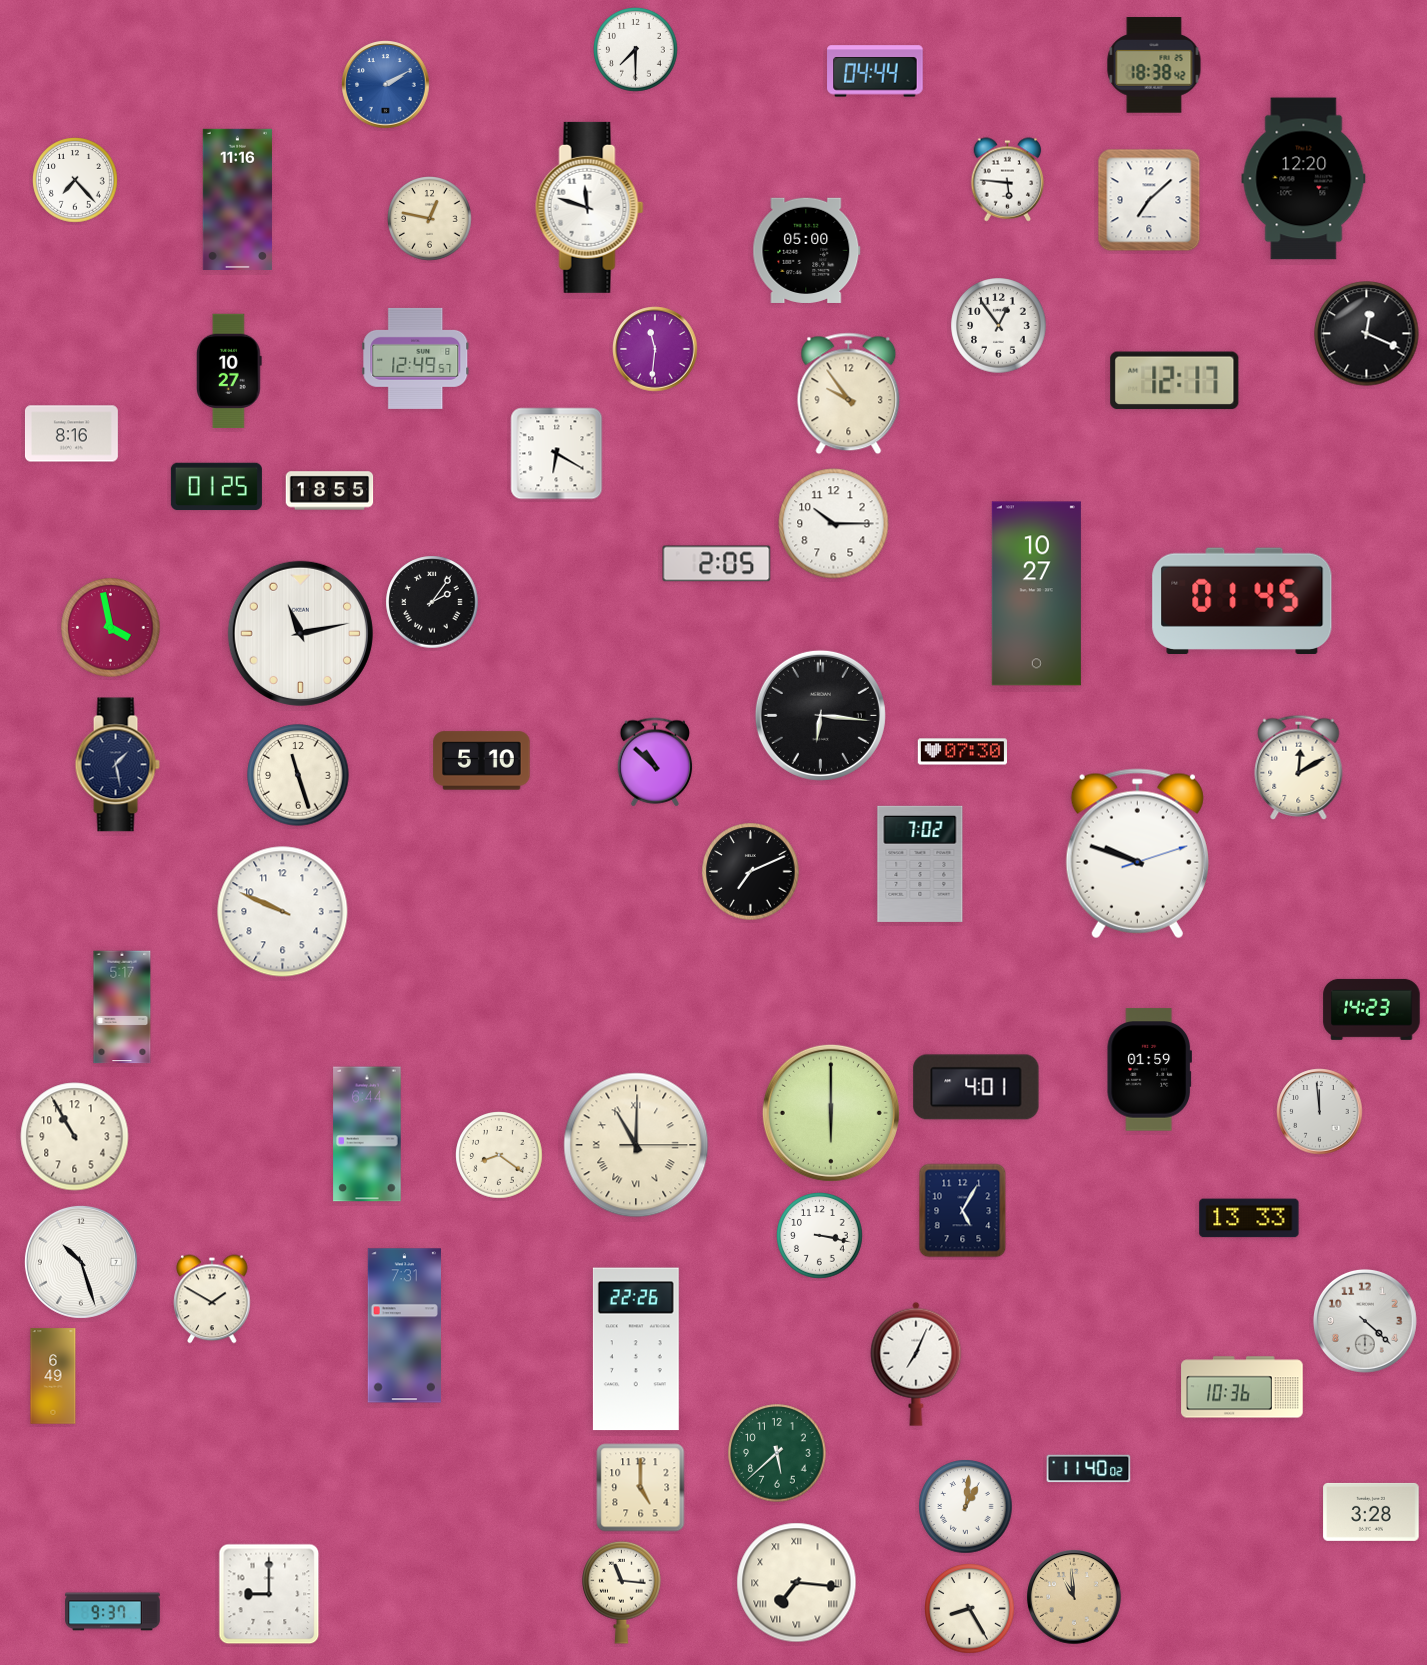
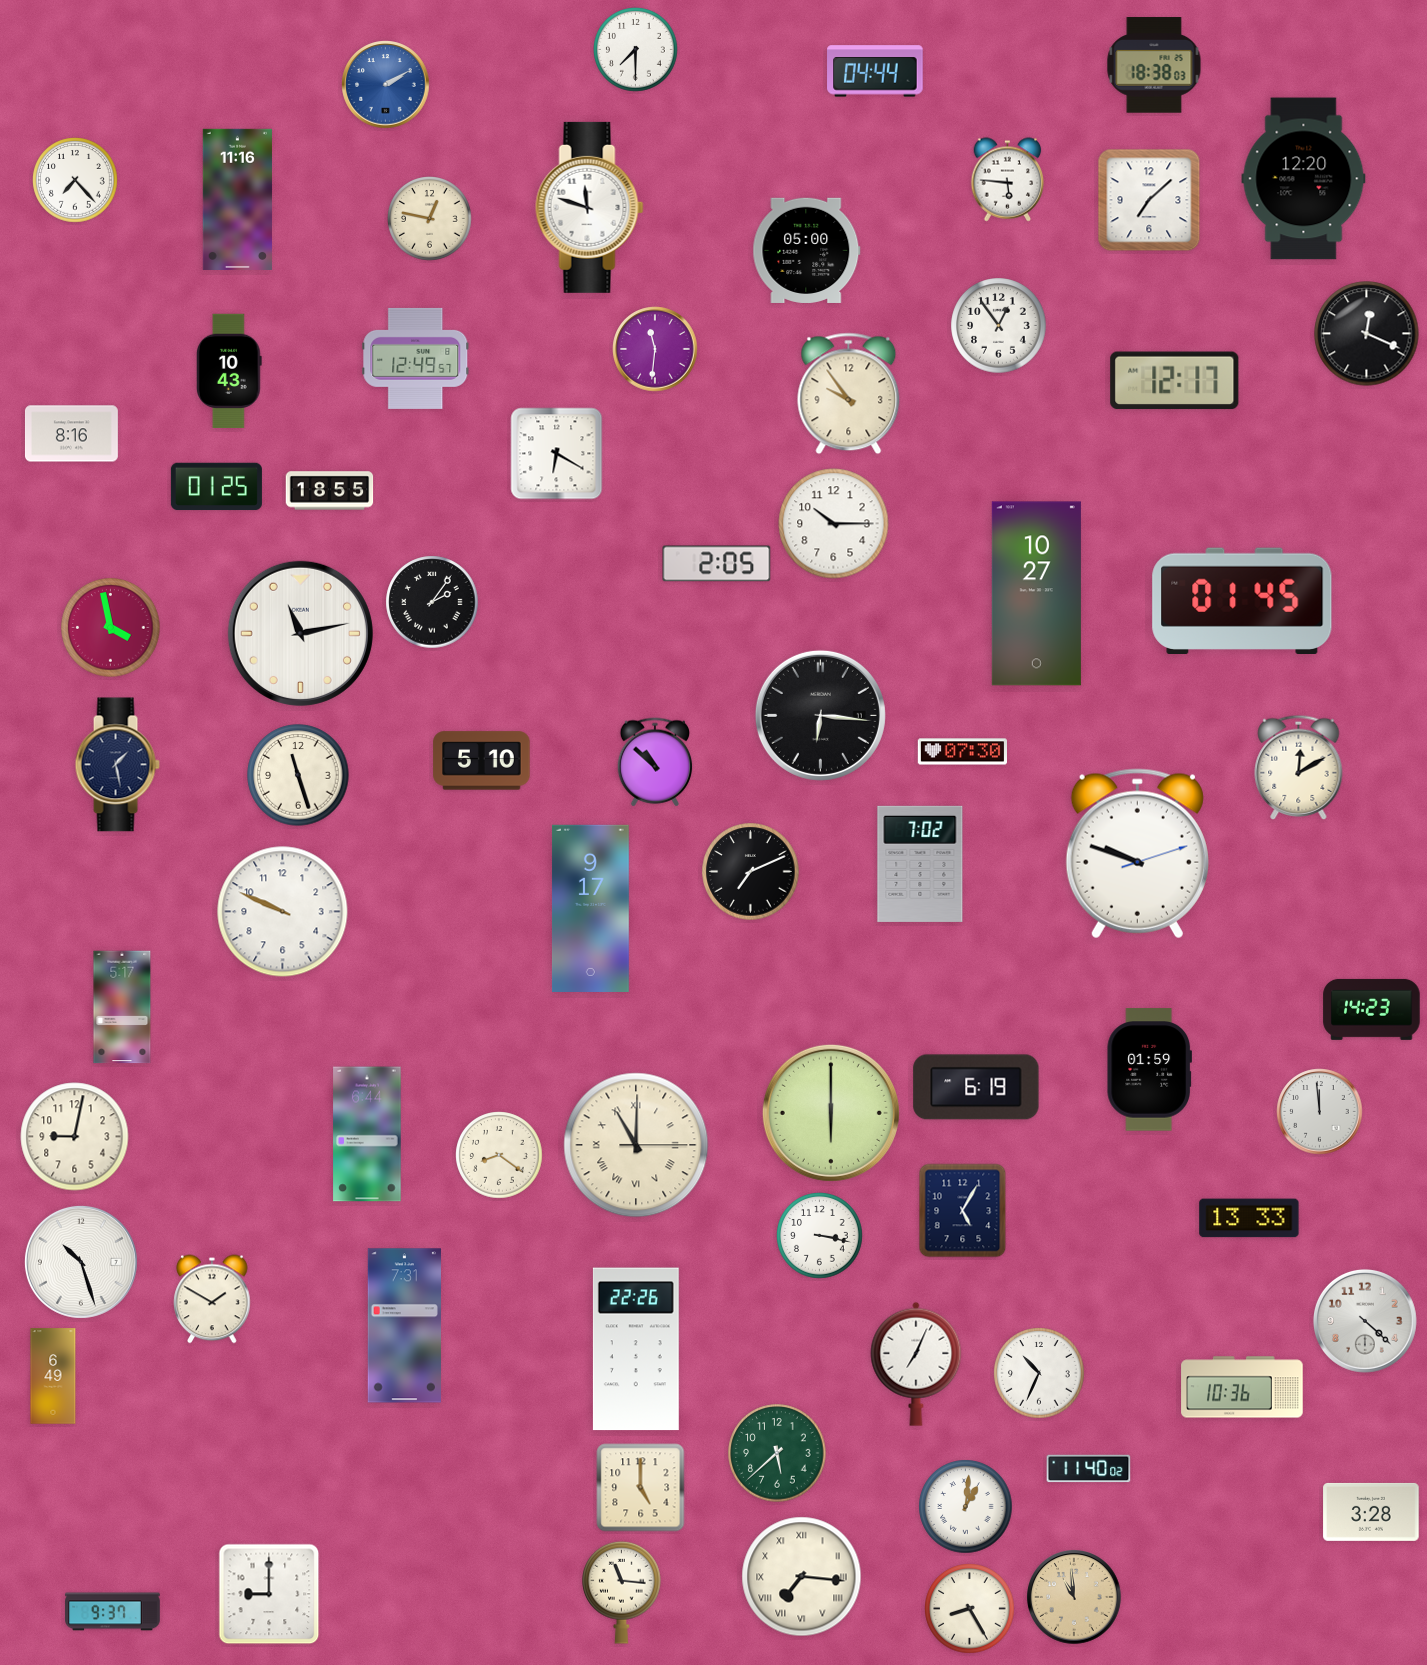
clock at (1154, 65): 18:38:42 -> 18:38:03
clock at (230, 370): 10:27 -> 10:43
clock at (590, 908): none -> 9:17
clock at (976, 1087): 4:01 -> 6:19
clock at (75, 1137): 10:55 -> 9:02
clock at (1039, 1373): none -> 10:34
clock at (797, 1583) position: (797, 1583) -> (802, 1577)
